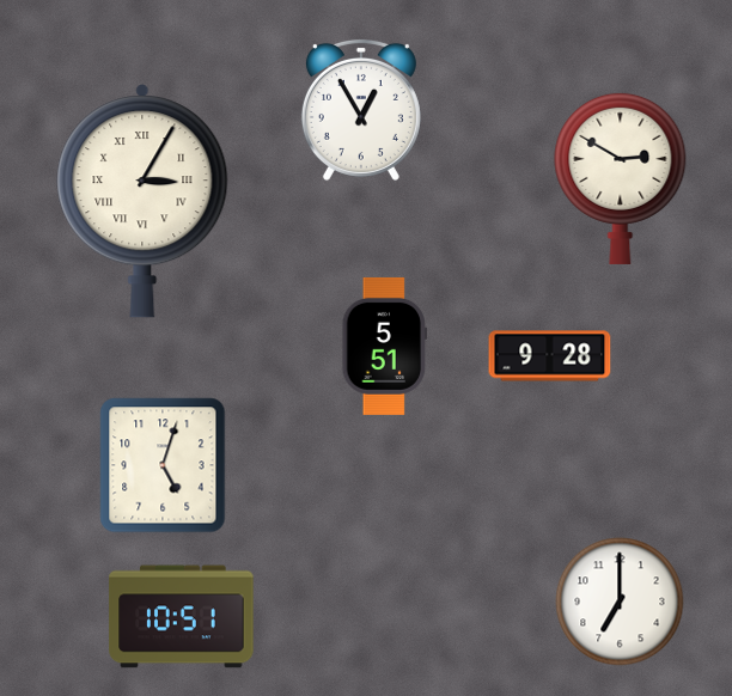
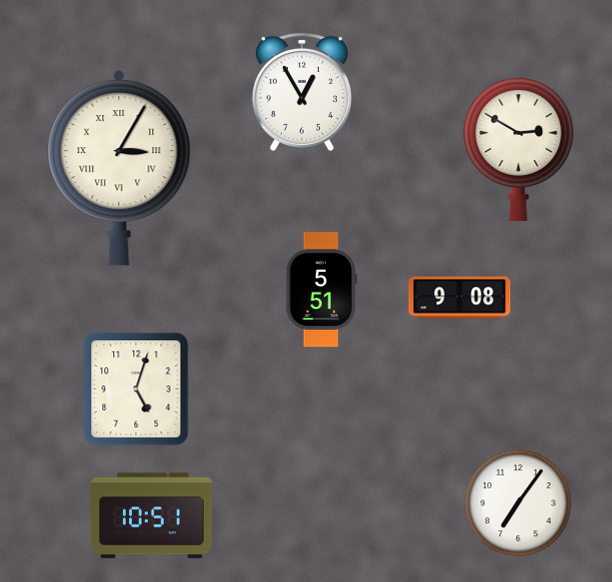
clock at (550, 356): 9:28 -> 9:08
clock at (620, 602): 7:00 -> 7:06
